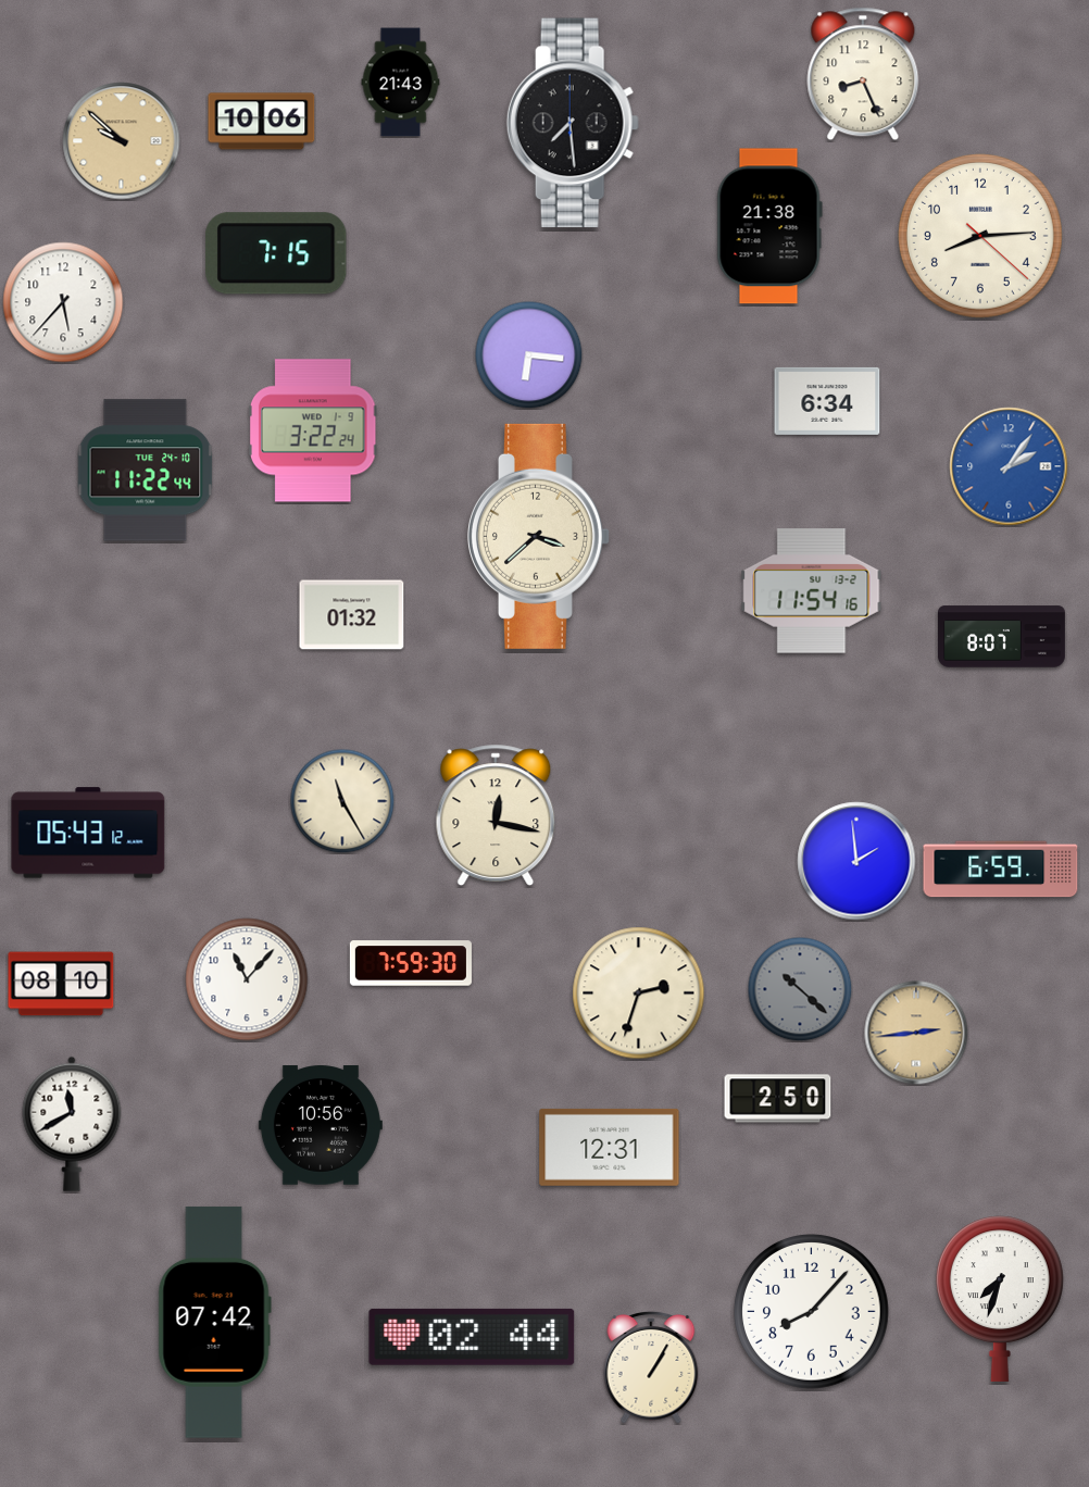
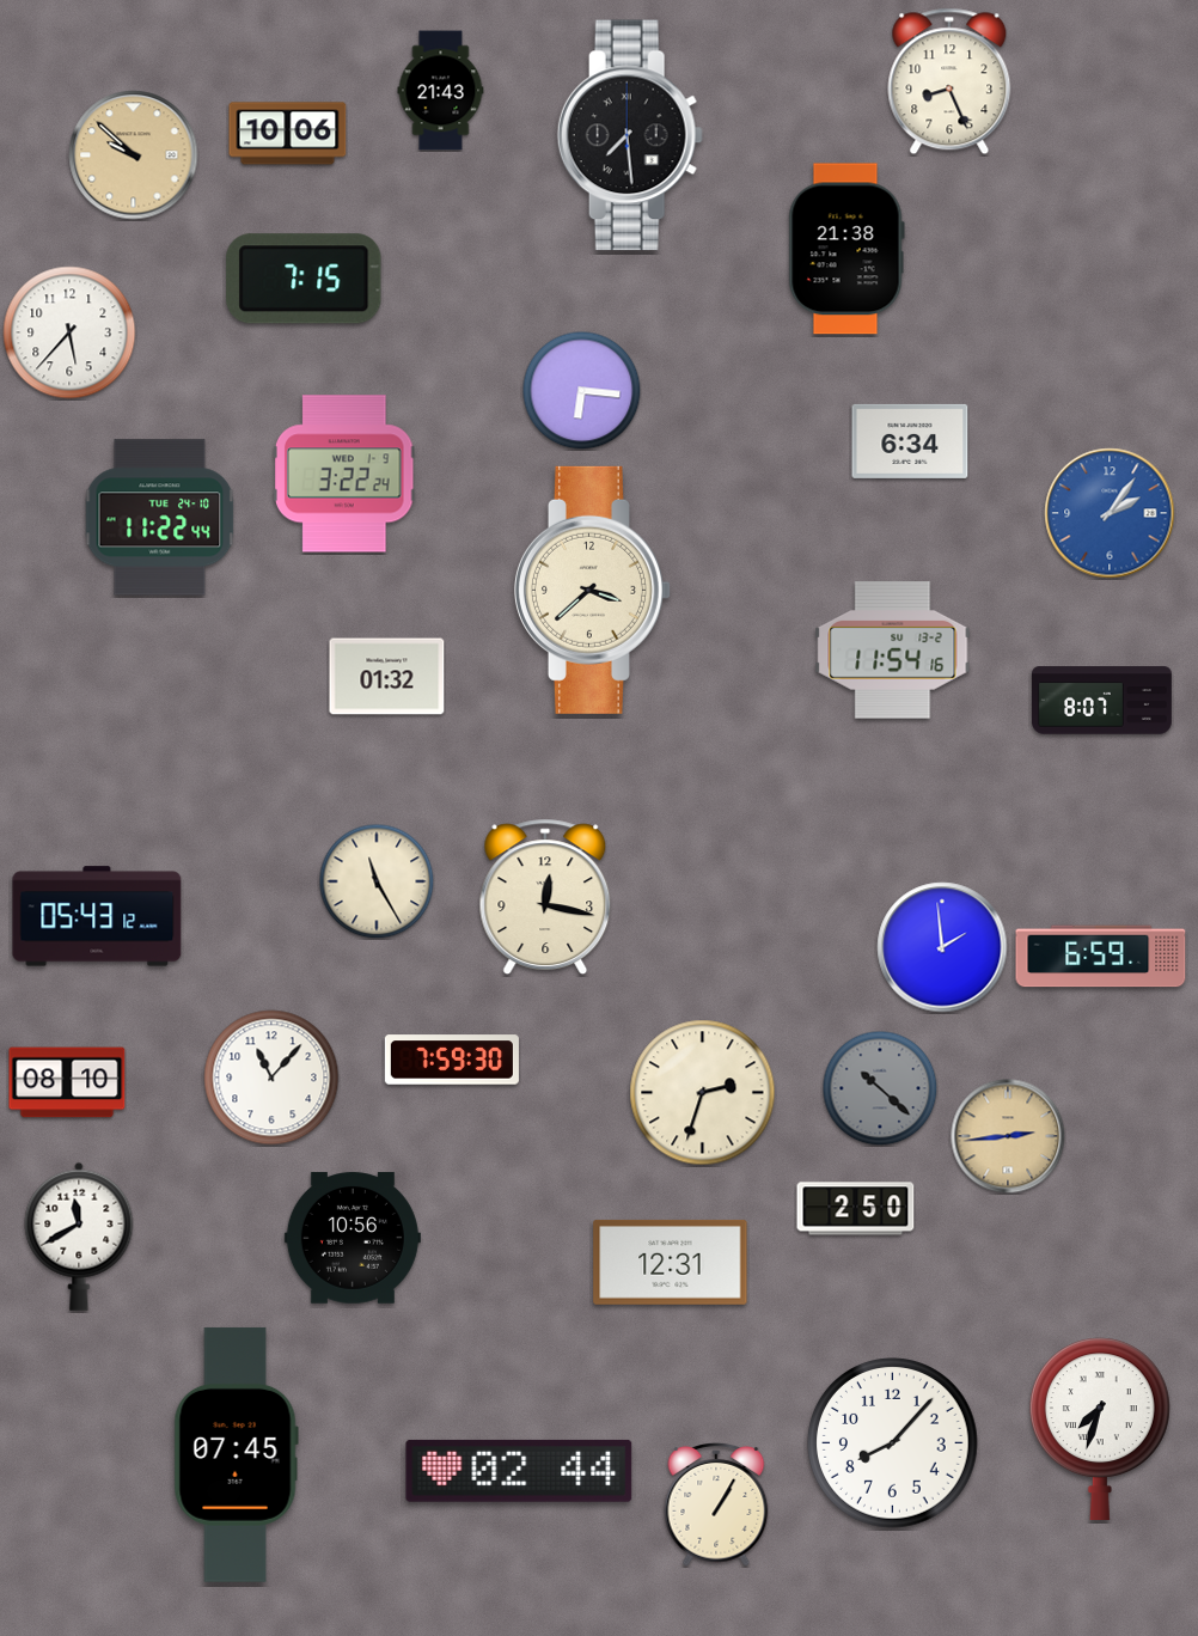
clock at (980, 236): 8:14 -> none
clock at (214, 1322): 07:42 -> 07:45
